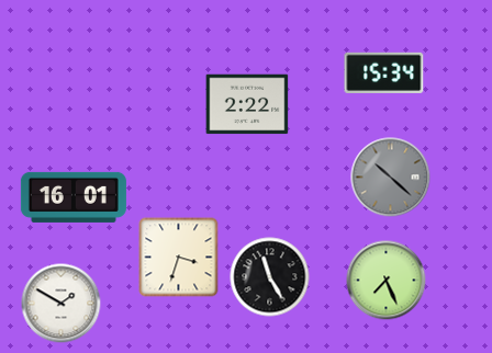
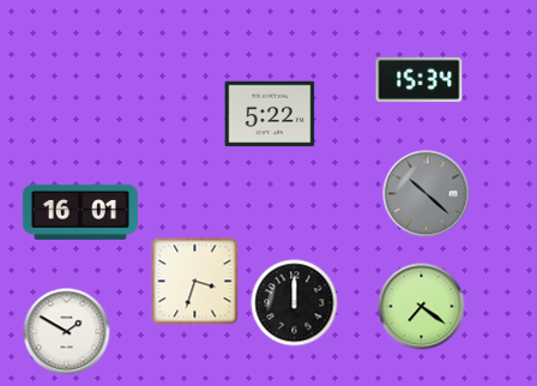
clock at (247, 104): 2:22 -> 5:22
clock at (74, 197) position: (74, 197) -> (80, 212)
clock at (270, 277): 11:25 -> 12:00
clock at (387, 281): 7:26 -> 7:21
